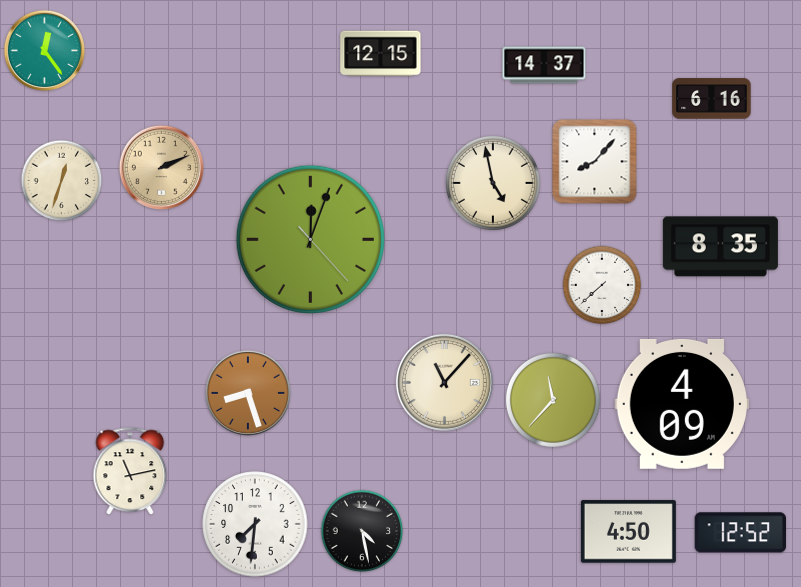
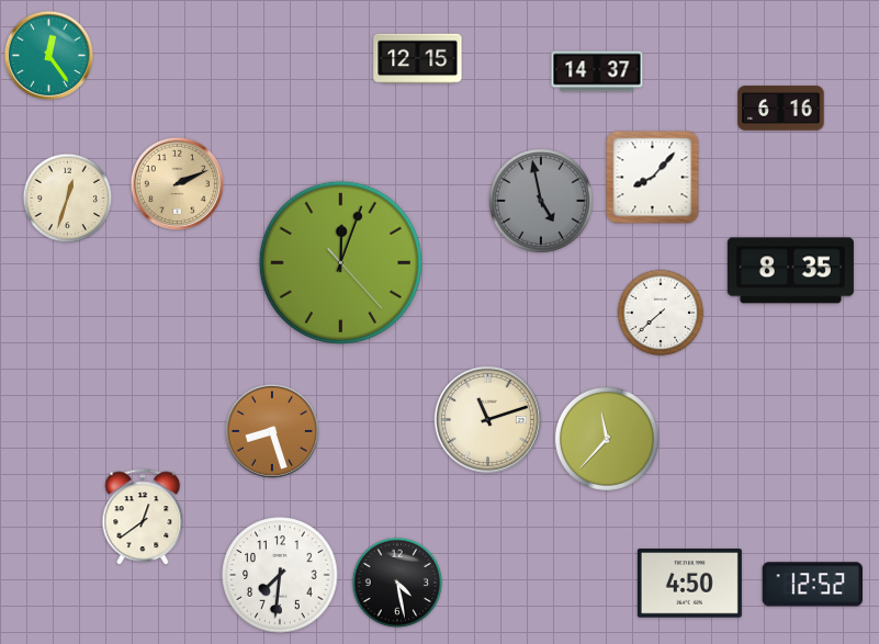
clock at (493, 183) dial: cream -> grey
clock at (444, 382): 11:07 -> 11:12
clock at (681, 404): 4:09 -> none
clock at (130, 472): 11:13 -> 12:39
